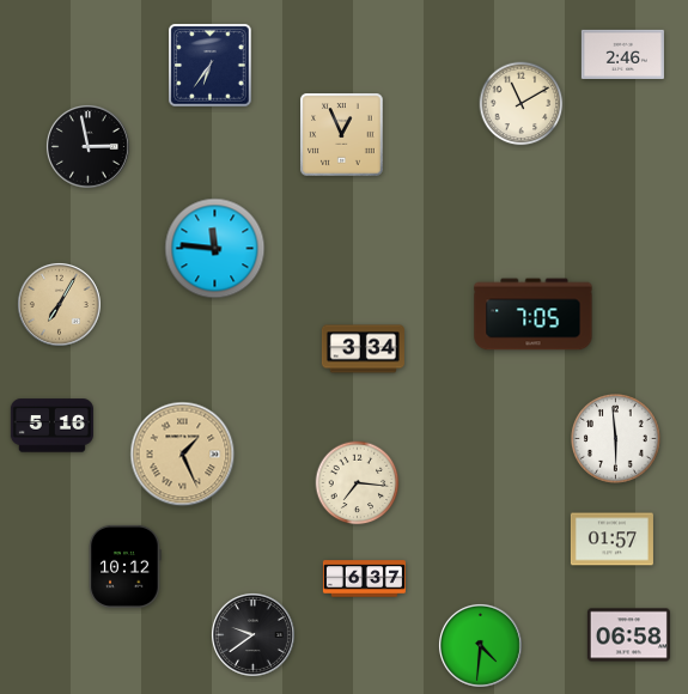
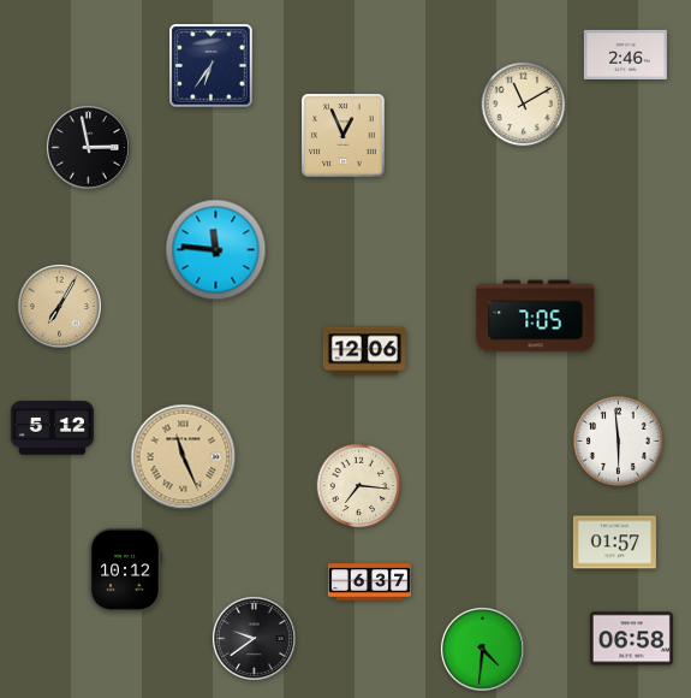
clock at (363, 349): 3:34 -> 12:06
clock at (51, 426): 5:16 -> 5:12
clock at (183, 455): 1:26 -> 11:26
clock at (364, 579) position: (364, 579) -> (369, 582)
